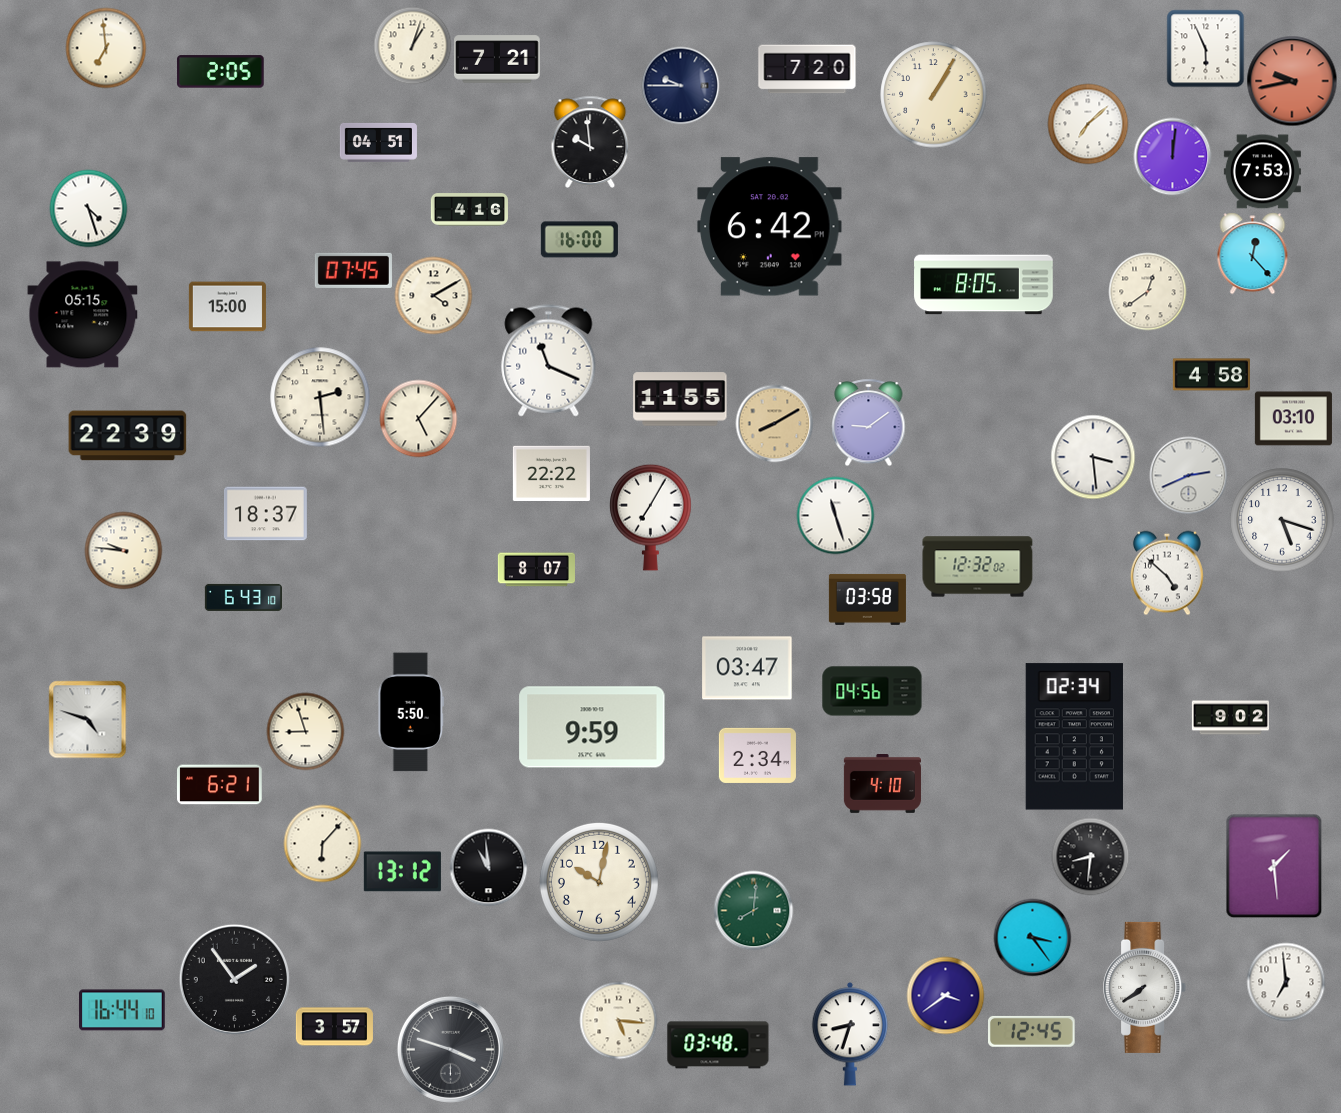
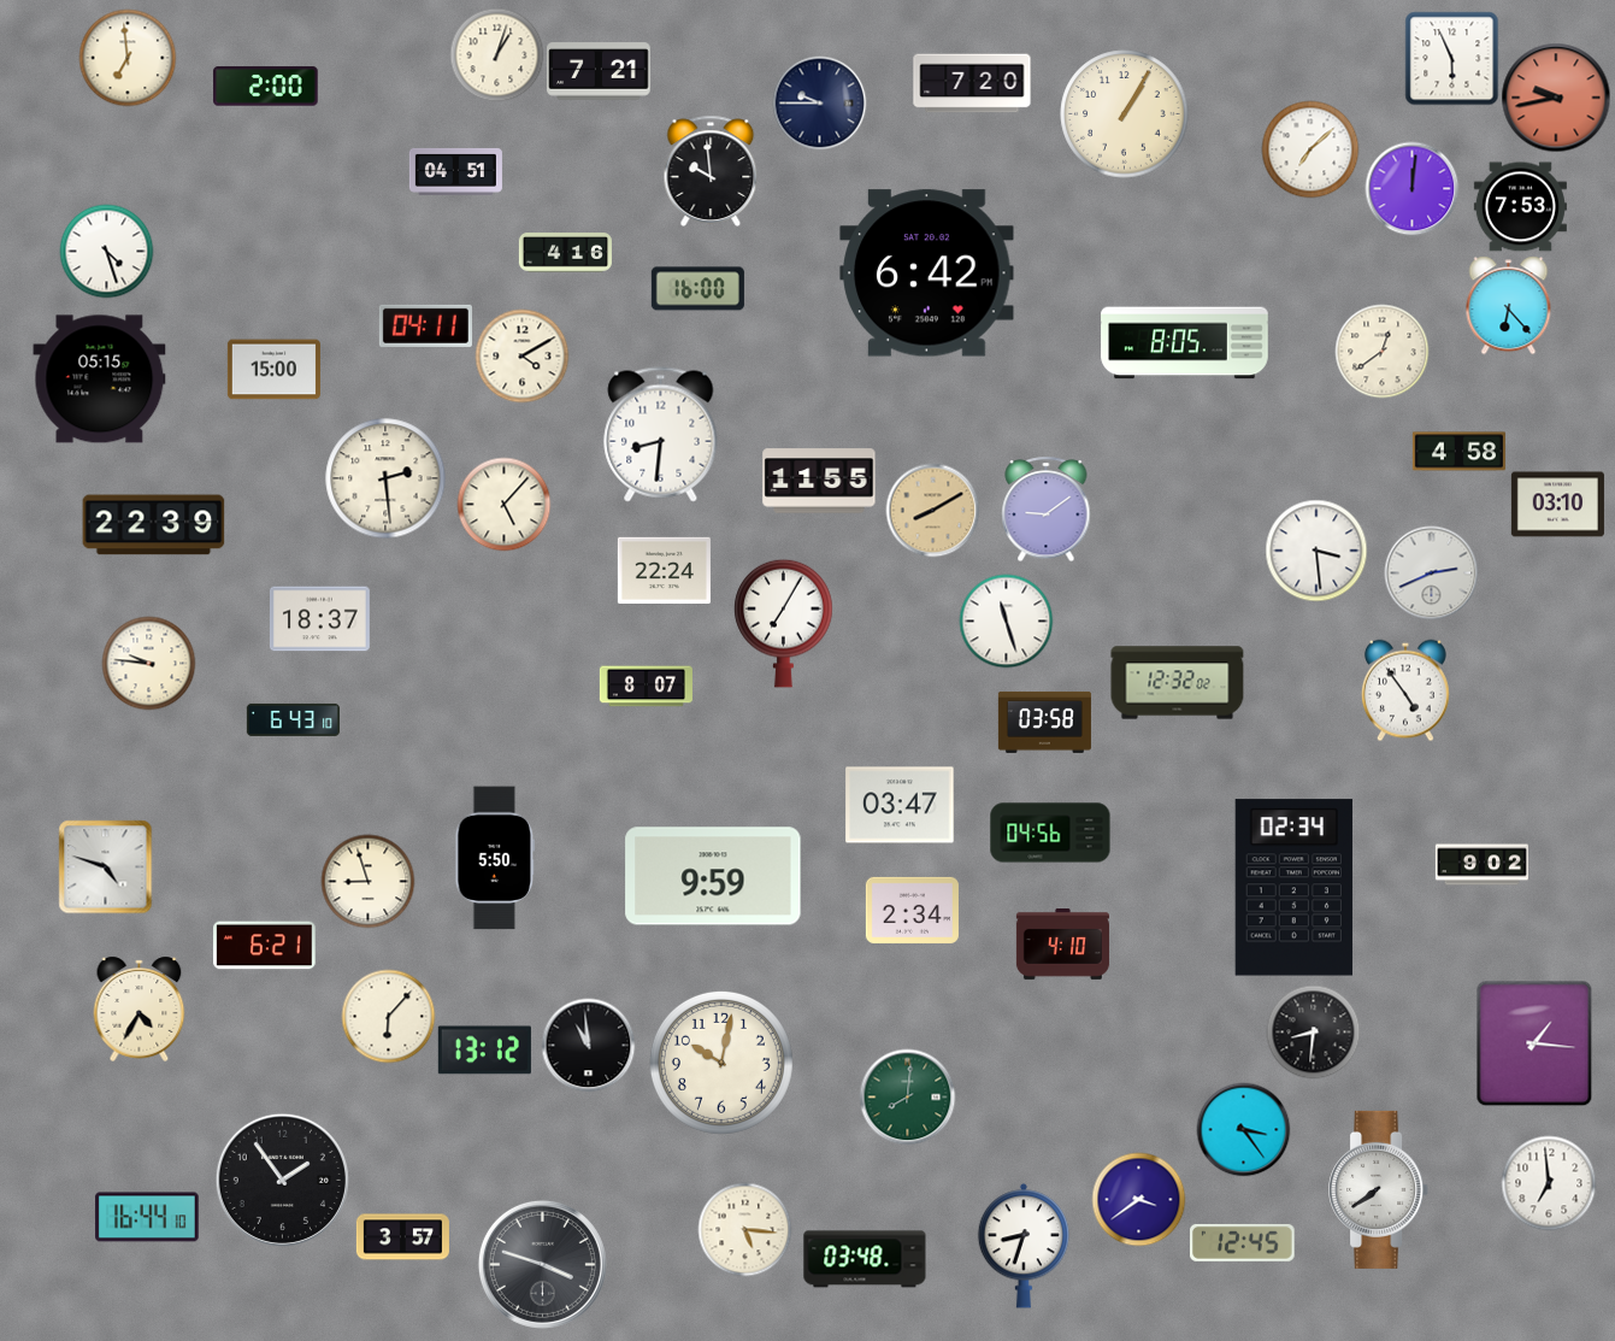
clock at (221, 72): 2:05 -> 2:00
clock at (1253, 253): 12:23 -> 6:23
clock at (353, 270): 07:45 -> 04:11
clock at (549, 361): 11:19 -> 8:31
clock at (551, 473): 22:22 -> 22:24
clock at (1282, 520): 5:18 -> none
clock at (1167, 573): 4:52 -> 4:54
clock at (140, 1008): none -> 4:35
clock at (1274, 866): 1:29 -> 1:16
